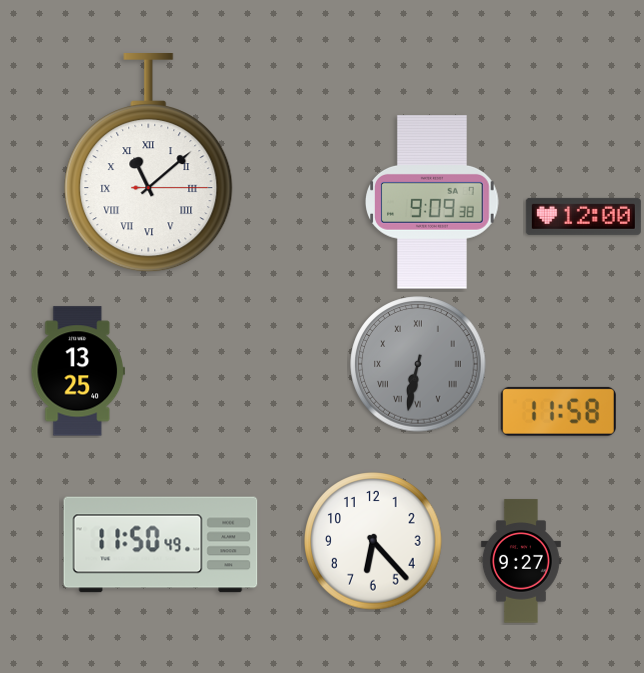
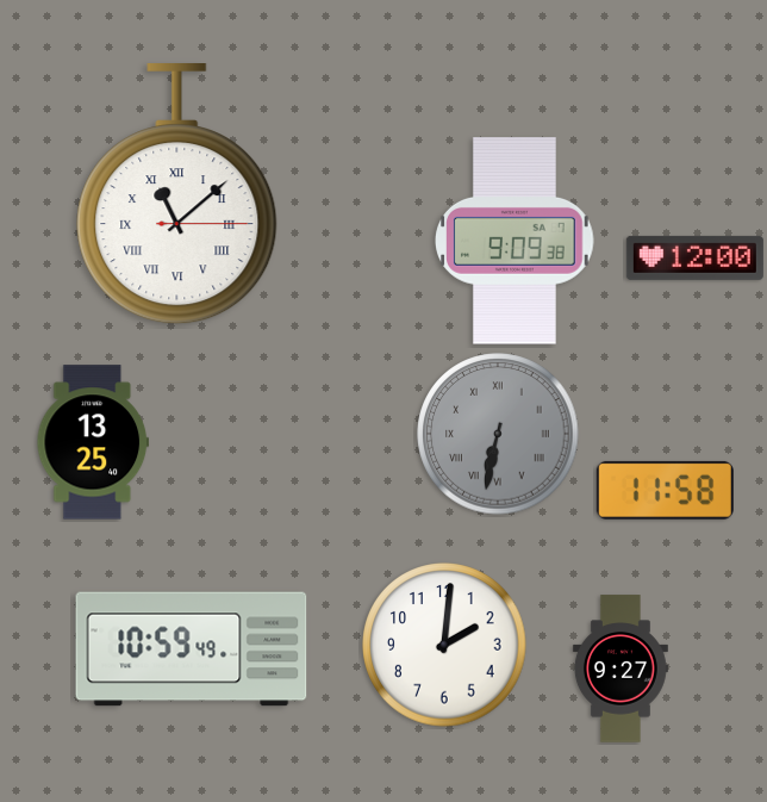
clock at (373, 541): 6:23 -> 2:01
clock at (161, 545): 11:50 -> 10:59
